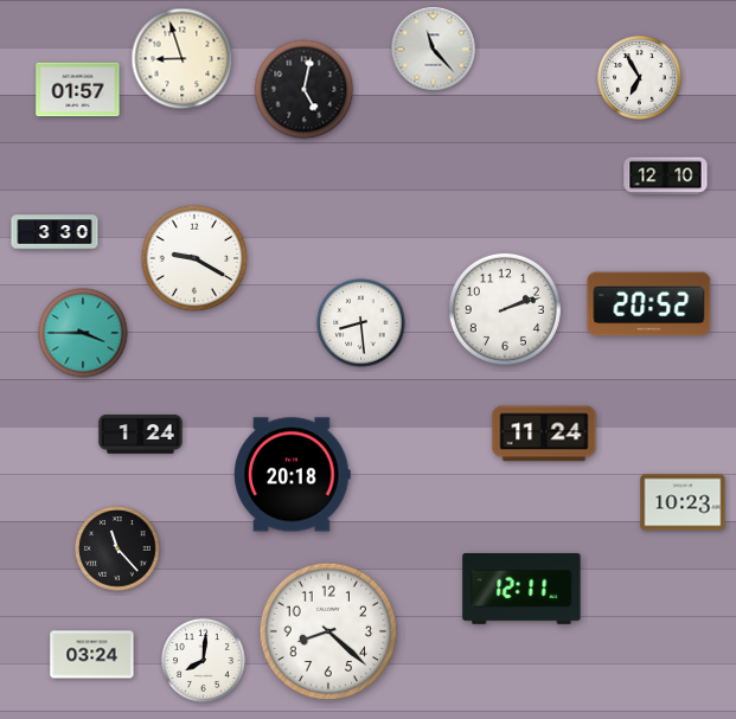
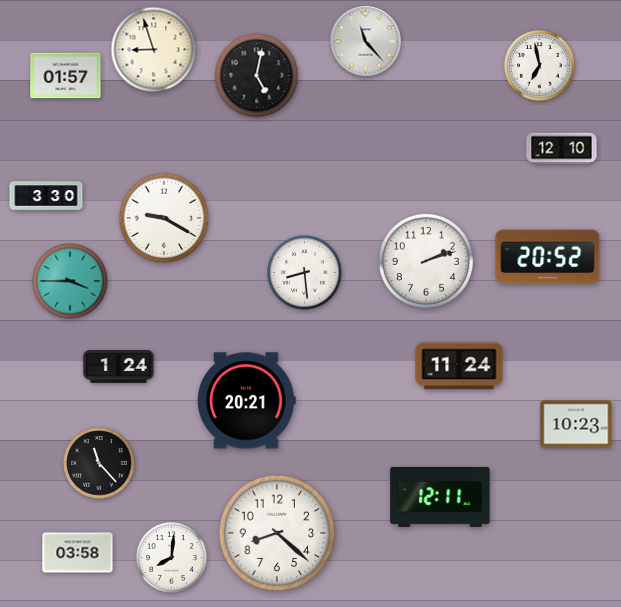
clock at (640, 78): 6:55 -> 6:58
clock at (293, 475): 20:18 -> 20:21
clock at (92, 655): 03:24 -> 03:58
